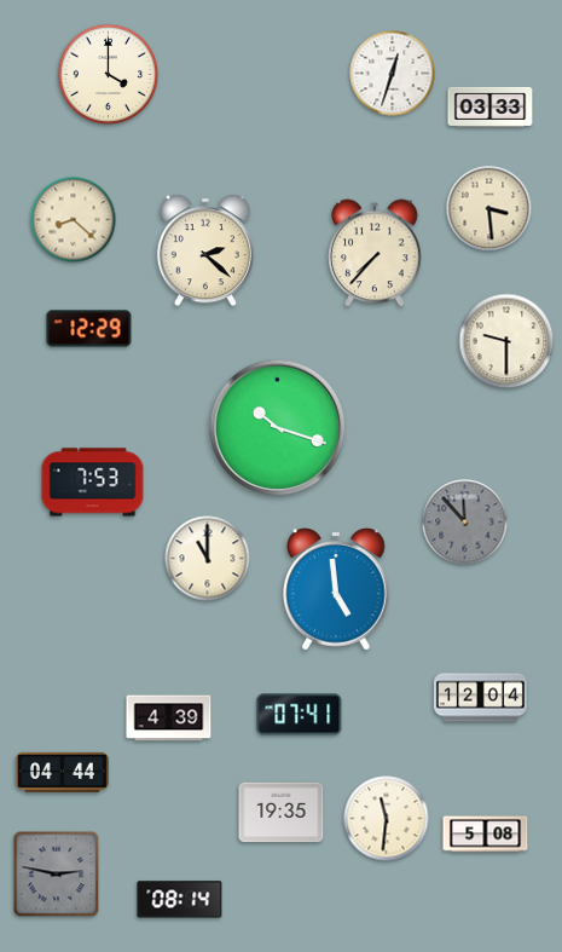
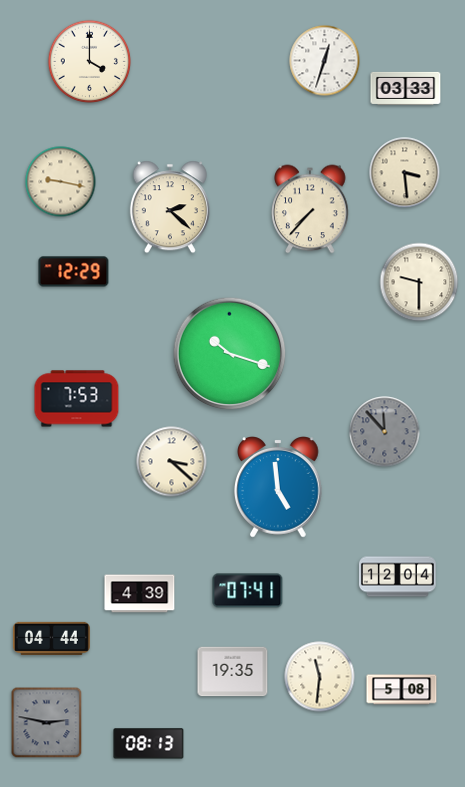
clock at (74, 220): 8:22 -> 9:17
clock at (208, 559): 11:00 -> 3:22
clock at (180, 900): 08:14 -> 08:13
